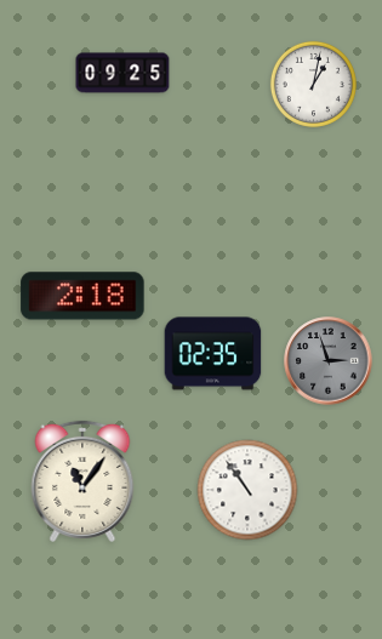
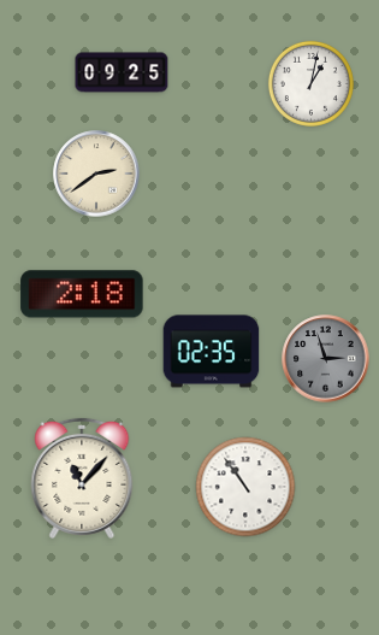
clock at (96, 174): none -> 2:39
clock at (82, 481): 11:06 -> 11:07
